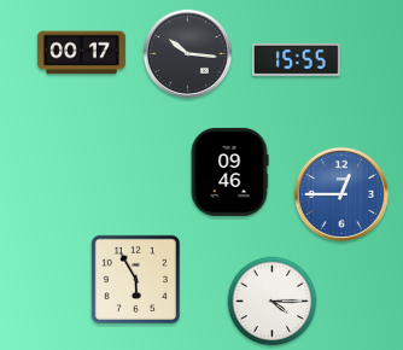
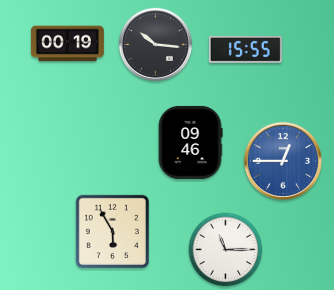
clock at (81, 53): 00:17 -> 00:19
clock at (273, 302): 4:15 -> 11:15
